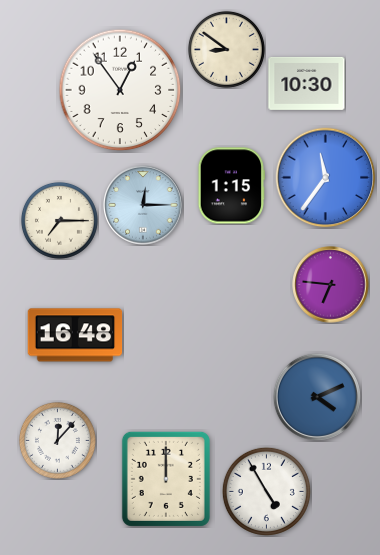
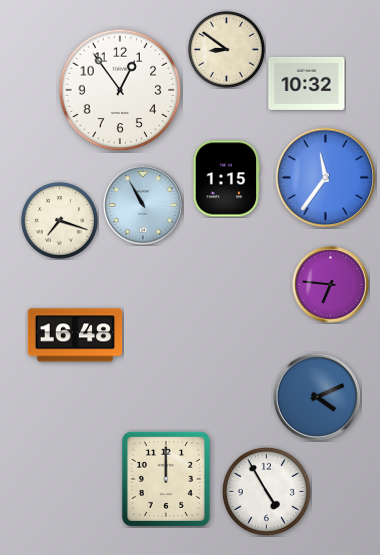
clock at (307, 83): 10:30 -> 10:32
clock at (232, 186) position: (232, 186) -> (227, 179)
clock at (143, 205): 12:15 -> 10:55
clock at (59, 220): 7:15 -> 7:18
clock at (57, 440): 12:07 -> none
